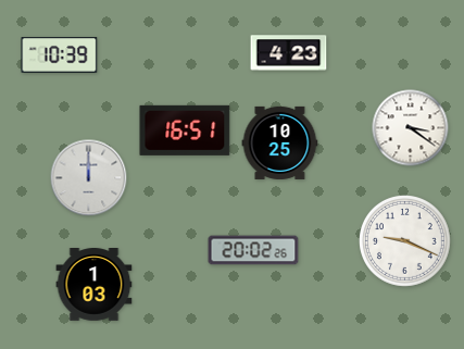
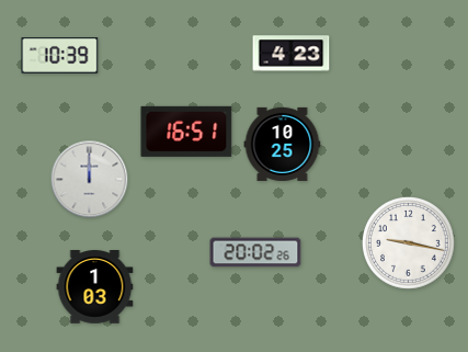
clock at (411, 128): 3:21 -> none
clock at (405, 241): 9:19 -> 9:17
